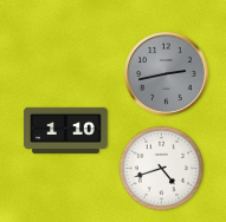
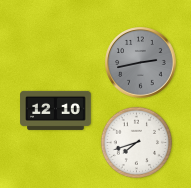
clock at (66, 130): 1:10 -> 12:10
clock at (161, 168): 4:42 -> 7:42
